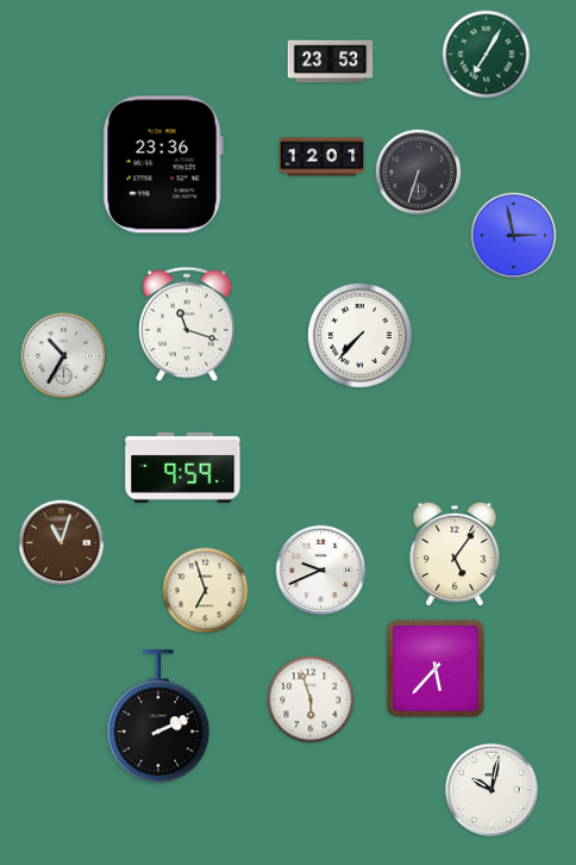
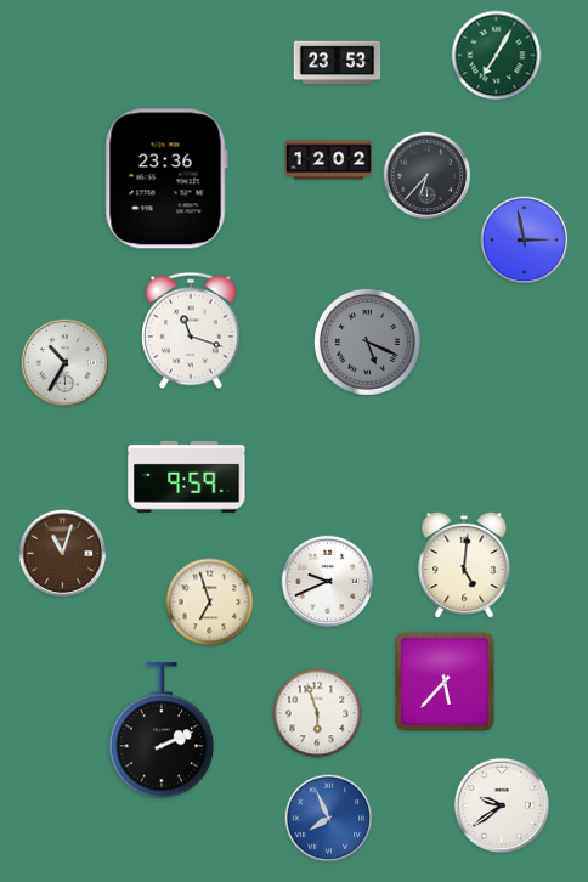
clock at (323, 157): 12:01 -> 12:02
clock at (163, 164) position: (163, 164) -> (166, 179)
clock at (419, 173): 6:33 -> 6:37
clock at (361, 336): 7:37 -> 5:19
clock at (361, 336) dial: white -> grey
clock at (455, 554): 5:06 -> 5:01
clock at (490, 789): 10:02 -> 9:39
clock at (329, 819): none -> 7:56
